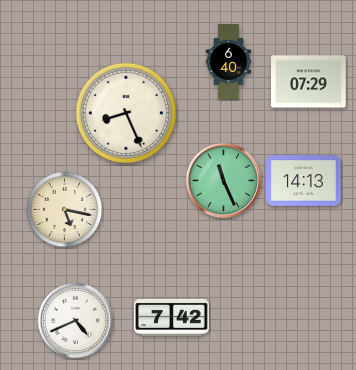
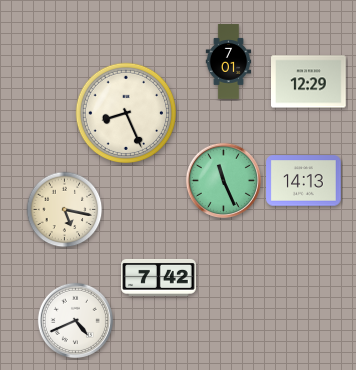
clock at (229, 62): 6:40 -> 7:01
clock at (309, 82): 07:29 -> 12:29
clock at (172, 317) position: (172, 317) -> (159, 277)
